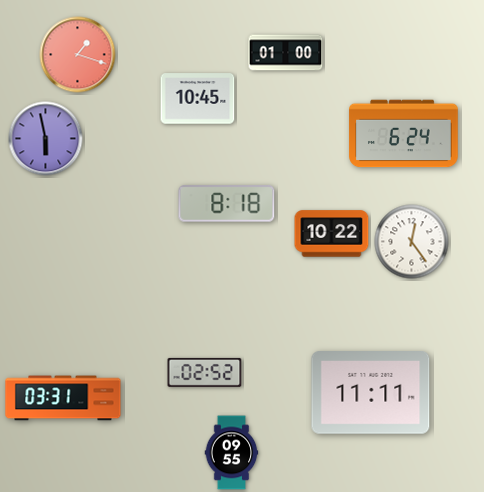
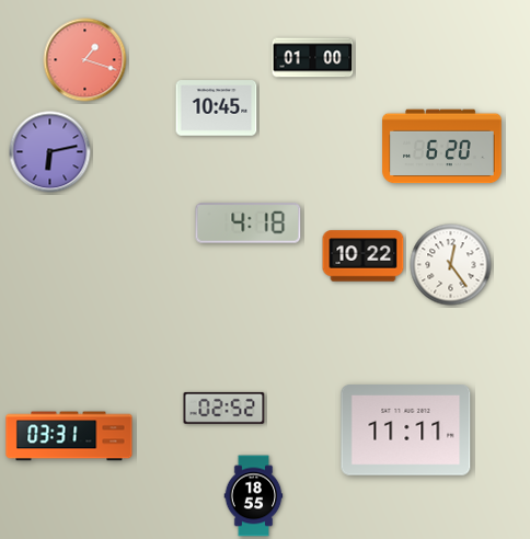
clock at (404, 134): 6:24 -> 6:20
clock at (46, 139): 5:58 -> 6:13
clock at (227, 204): 8:18 -> 4:18
clock at (232, 453): 09:55 -> 18:55
